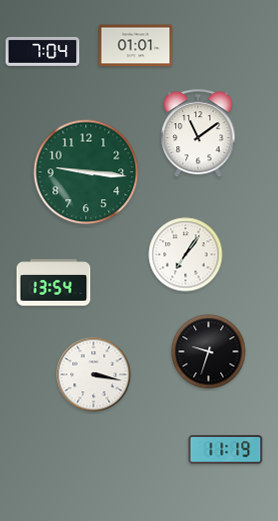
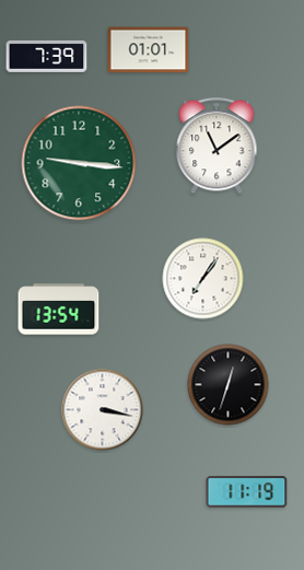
clock at (43, 51): 7:04 -> 7:39
clock at (86, 172) position: (86, 172) -> (79, 163)
clock at (209, 352): 9:33 -> 12:33
